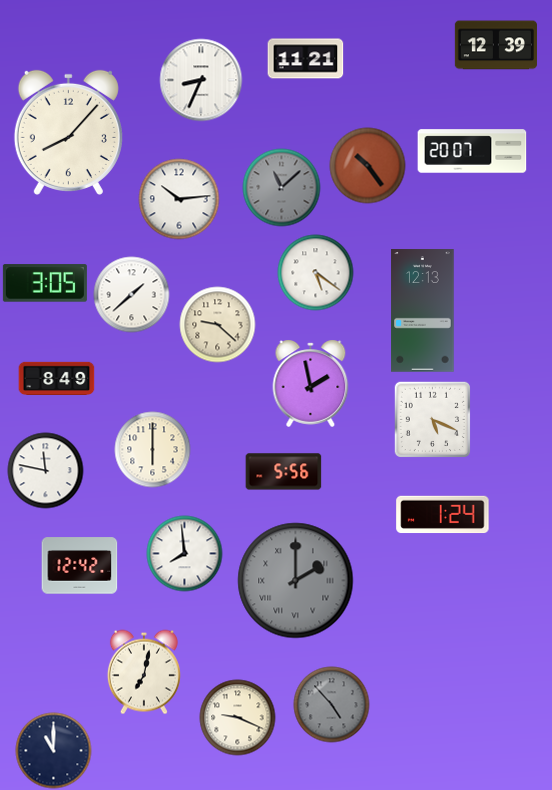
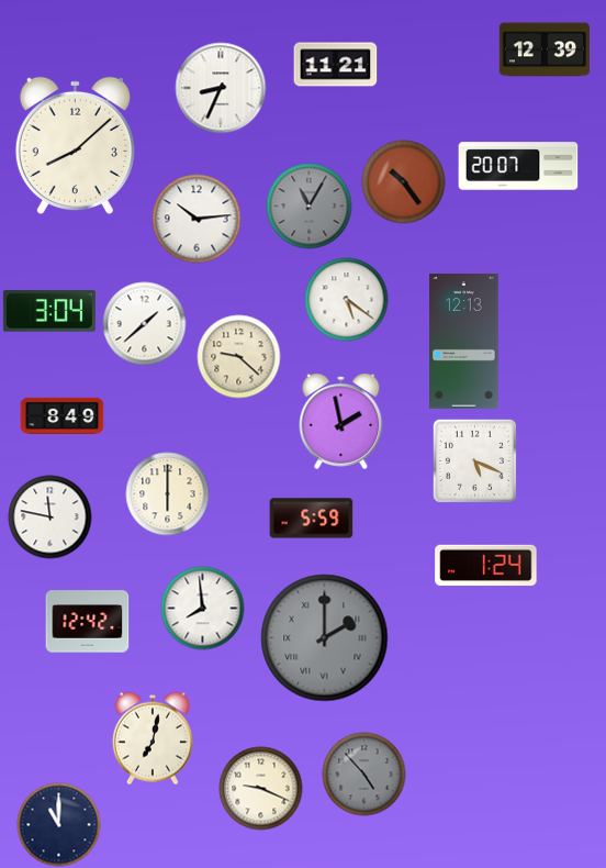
clock at (68, 132): 8:07 -> 8:08
clock at (282, 188): 11:08 -> 11:05
clock at (45, 283): 3:05 -> 3:04
clock at (284, 472): 5:56 -> 5:59
clock at (144, 672) position: (144, 672) -> (153, 738)
